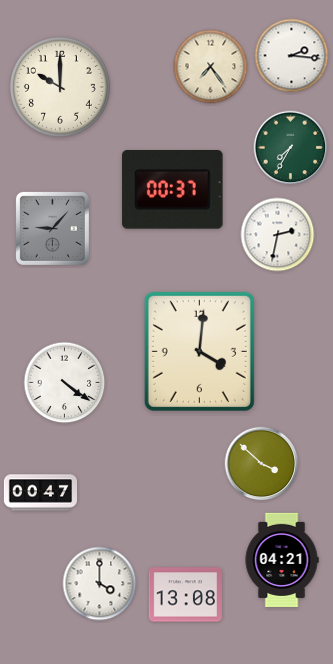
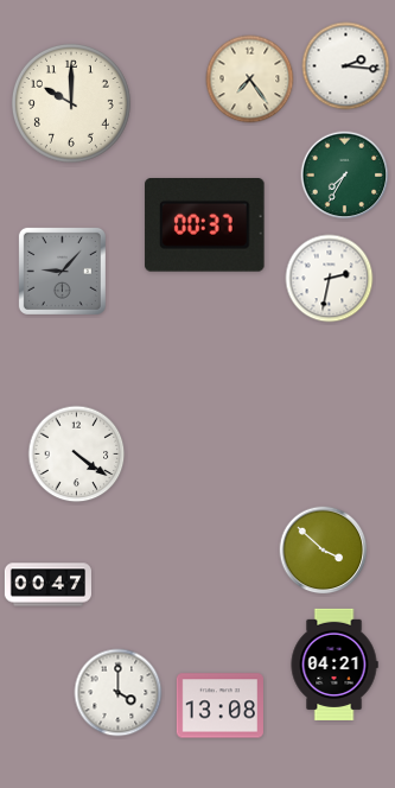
clock at (199, 351): 4:01 -> none
clock at (262, 464) position: (262, 464) -> (324, 551)
